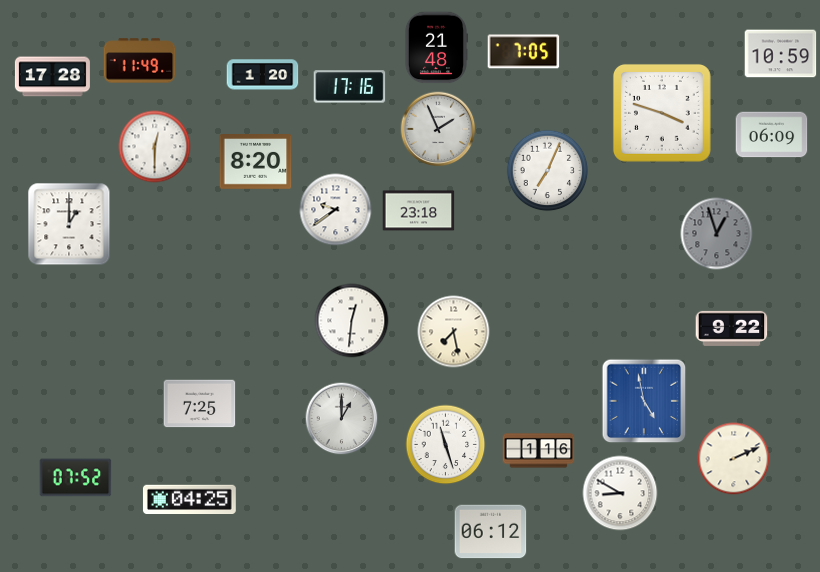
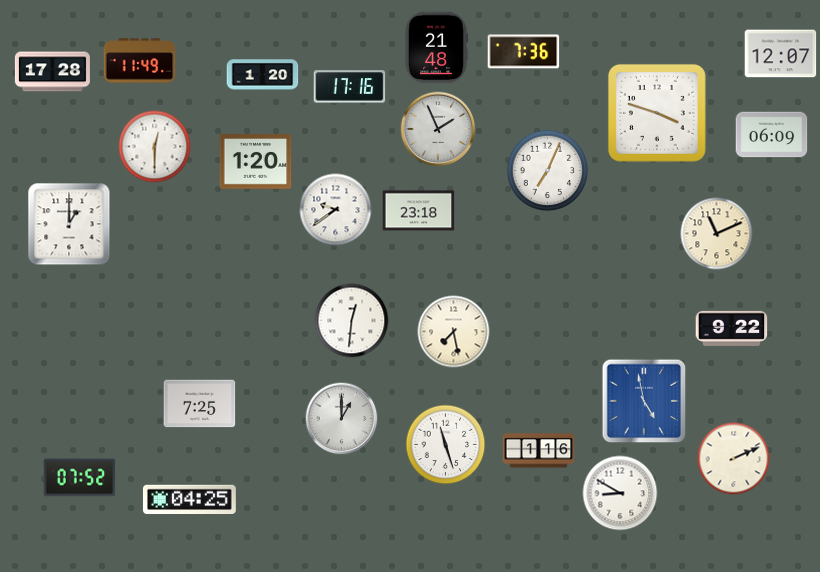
clock at (524, 52): 7:05 -> 7:36
clock at (781, 54): 10:59 -> 12:07
clock at (52, 77) position: (52, 77) -> (52, 72)
clock at (662, 113) position: (662, 113) -> (657, 113)
clock at (256, 162): 8:20 -> 1:20
clock at (717, 234): 12:57 -> 11:11
clock at (717, 234) dial: grey -> cream
clock at (76, 478) position: (76, 478) -> (80, 478)
clock at (491, 532): 06:12 -> none
